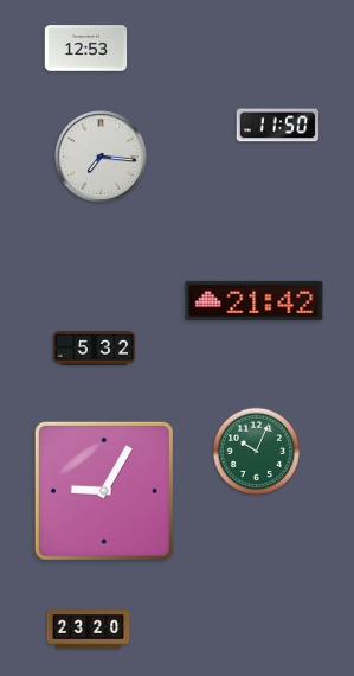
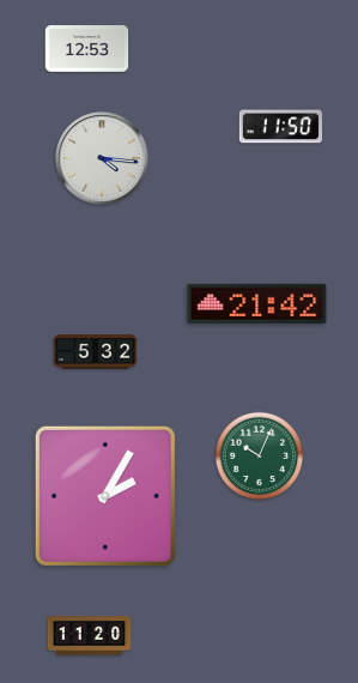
clock at (101, 157): 7:16 -> 4:16
clock at (104, 491): 9:05 -> 2:05
clock at (89, 630): 23:20 -> 11:20
